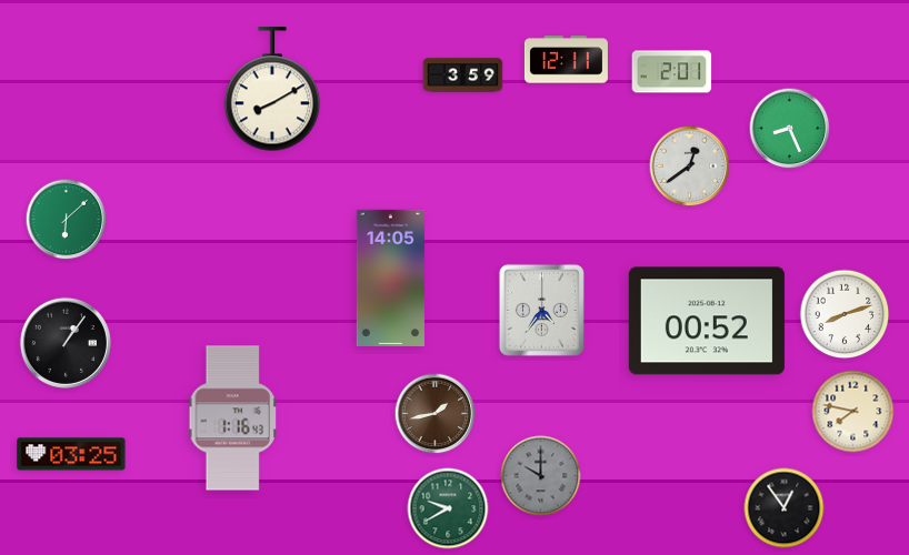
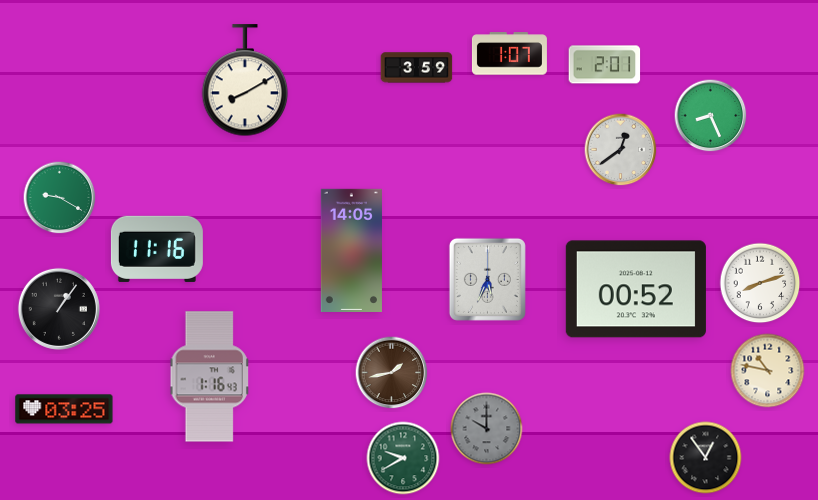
clock at (566, 60): 12:11 -> 1:07
clock at (67, 220): 6:08 -> 9:20
clock at (157, 249): none -> 11:16
clock at (541, 310): 4:36 -> 5:34
clock at (853, 412): 7:47 -> 10:47
